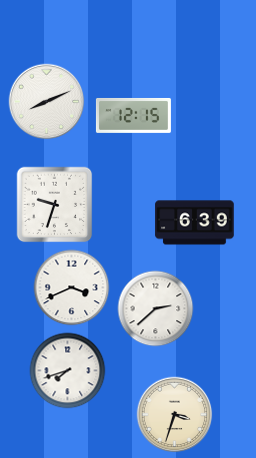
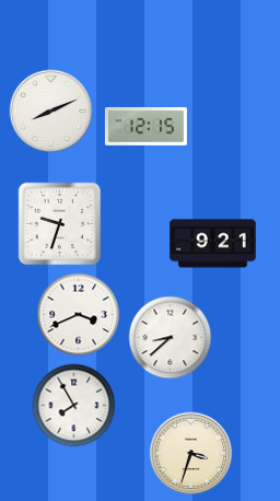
clock at (195, 223): 6:39 -> 9:21
clock at (156, 309): 2:38 -> 8:38
clock at (68, 371): 7:42 -> 7:55
